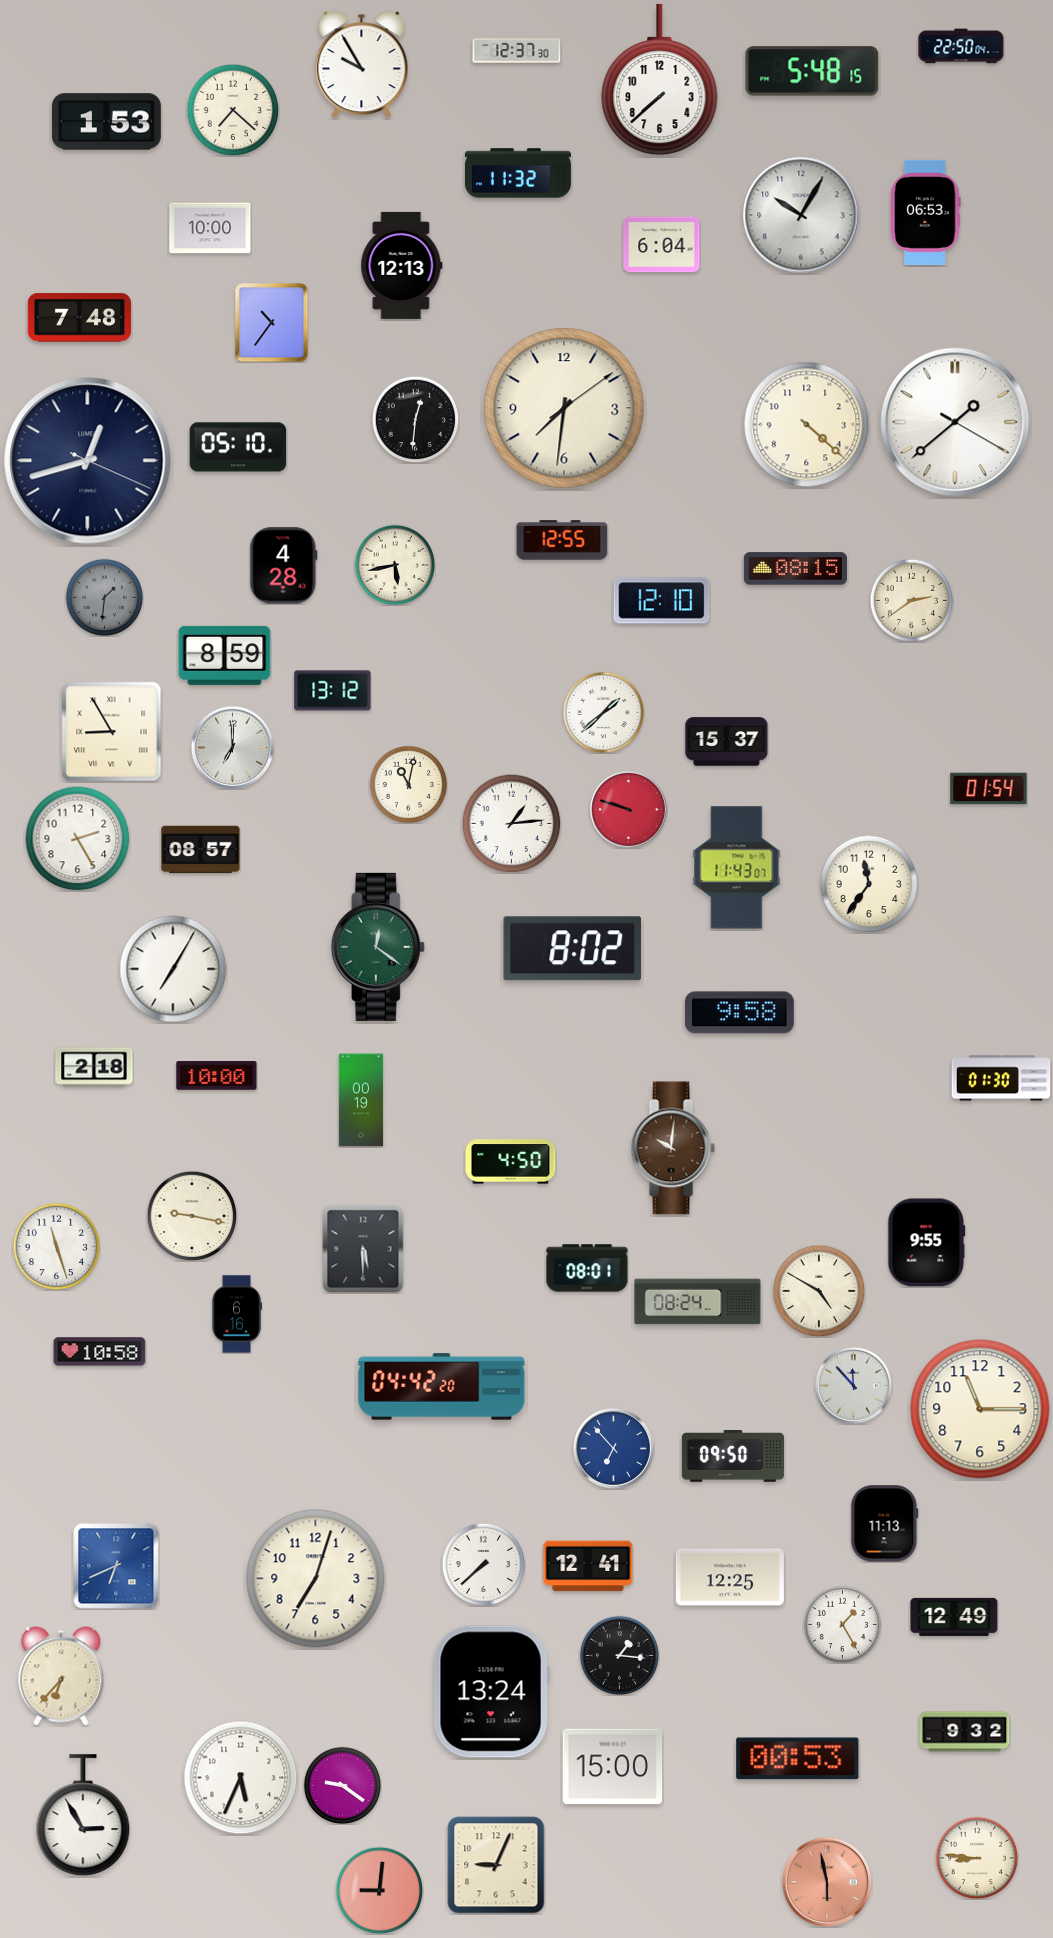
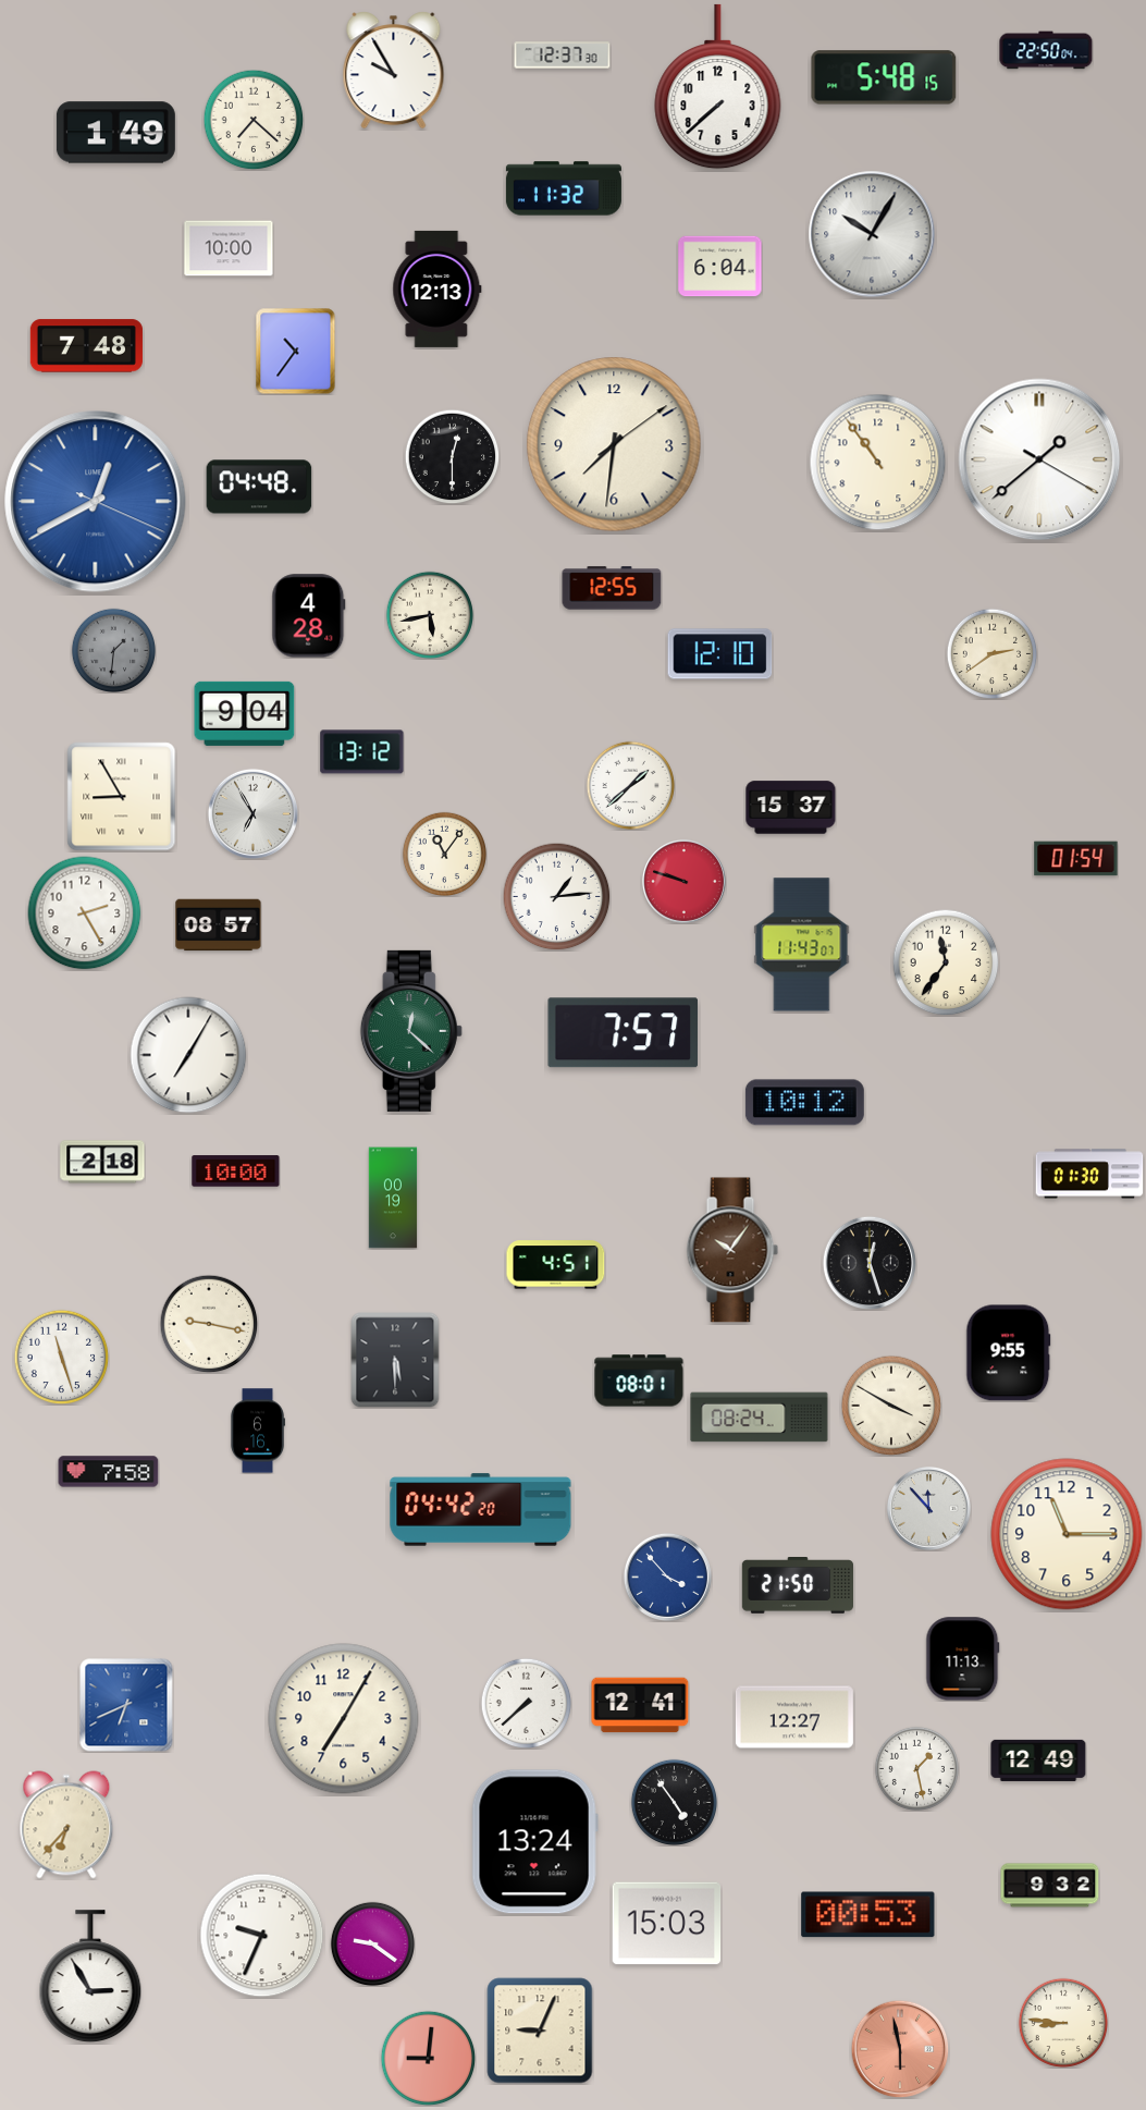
clock at (106, 122): 1:53 -> 1:49
clock at (926, 212): 06:53 -> none
clock at (415, 419): 12:31 -> 12:30
clock at (807, 425): 4:22 -> 10:54
clock at (238, 447): 05:10 -> 04:48
clock at (88, 461): 12:42 -> 12:40
clock at (88, 461) dial: navy -> blue
clock at (795, 569): 08:15 -> none
clock at (225, 655): 8:59 -> 9:04
clock at (603, 712) position: (603, 712) -> (630, 785)
clock at (232, 747): 7:00 -> 6:55
clock at (408, 784): 11:02 -> 11:06
clock at (378, 947): 12:21 -> 12:22
clock at (572, 949): 8:02 -> 7:57
clock at (739, 1013): 9:58 -> 10:12
clock at (673, 1148): 10:01 -> 10:06
clock at (868, 1262): none -> 12:27
clock at (511, 1162): 4:50 -> 4:51
clock at (819, 1291): 4:50 -> 3:50
clock at (100, 1352): 10:58 -> 7:58
clock at (613, 1448): 6:53 -> 3:53
clock at (732, 1457): 09:50 -> 21:50
clock at (730, 1577): 12:25 -> 12:27
clock at (316, 1579): 7:03 -> 7:05
clock at (842, 1624): 1:25 -> 1:28
clock at (619, 1655): 1:16 -> 4:54
clock at (613, 1767): 15:00 -> 15:03
clock at (241, 1778): 5:34 -> 9:34
clock at (379, 1890) position: (379, 1890) -> (428, 2058)
